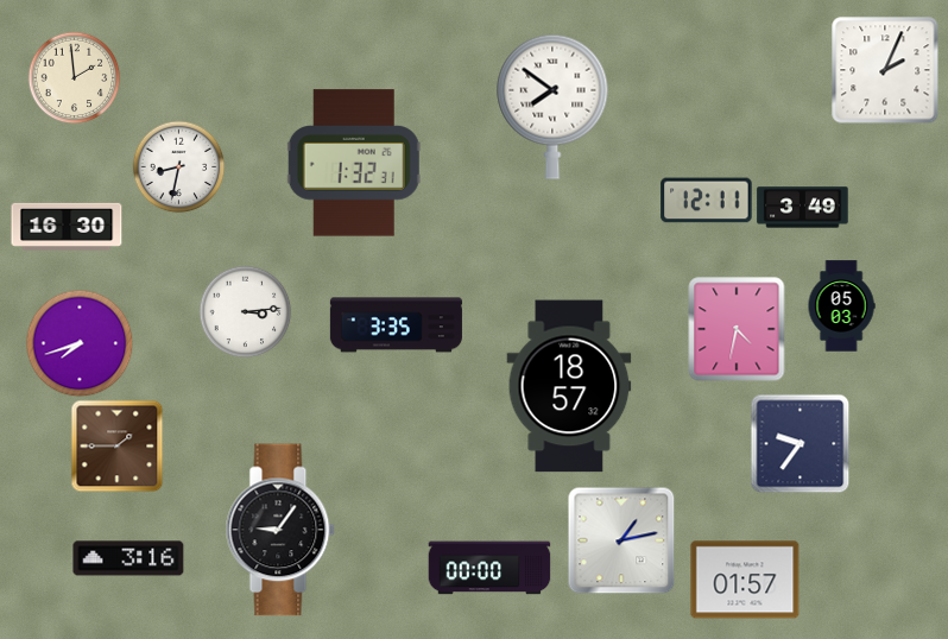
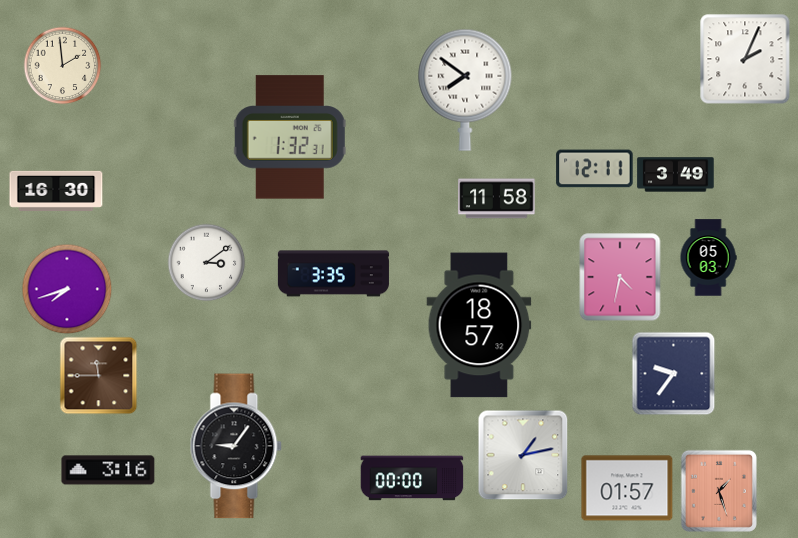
clock at (354, 163) position: (354, 163) -> (290, 137)
clock at (178, 166): 8:32 -> none
clock at (497, 199): none -> 11:58
clock at (245, 311): 3:14 -> 3:09
clock at (116, 445): 1:45 -> 11:45
clock at (719, 491): none -> 1:27
